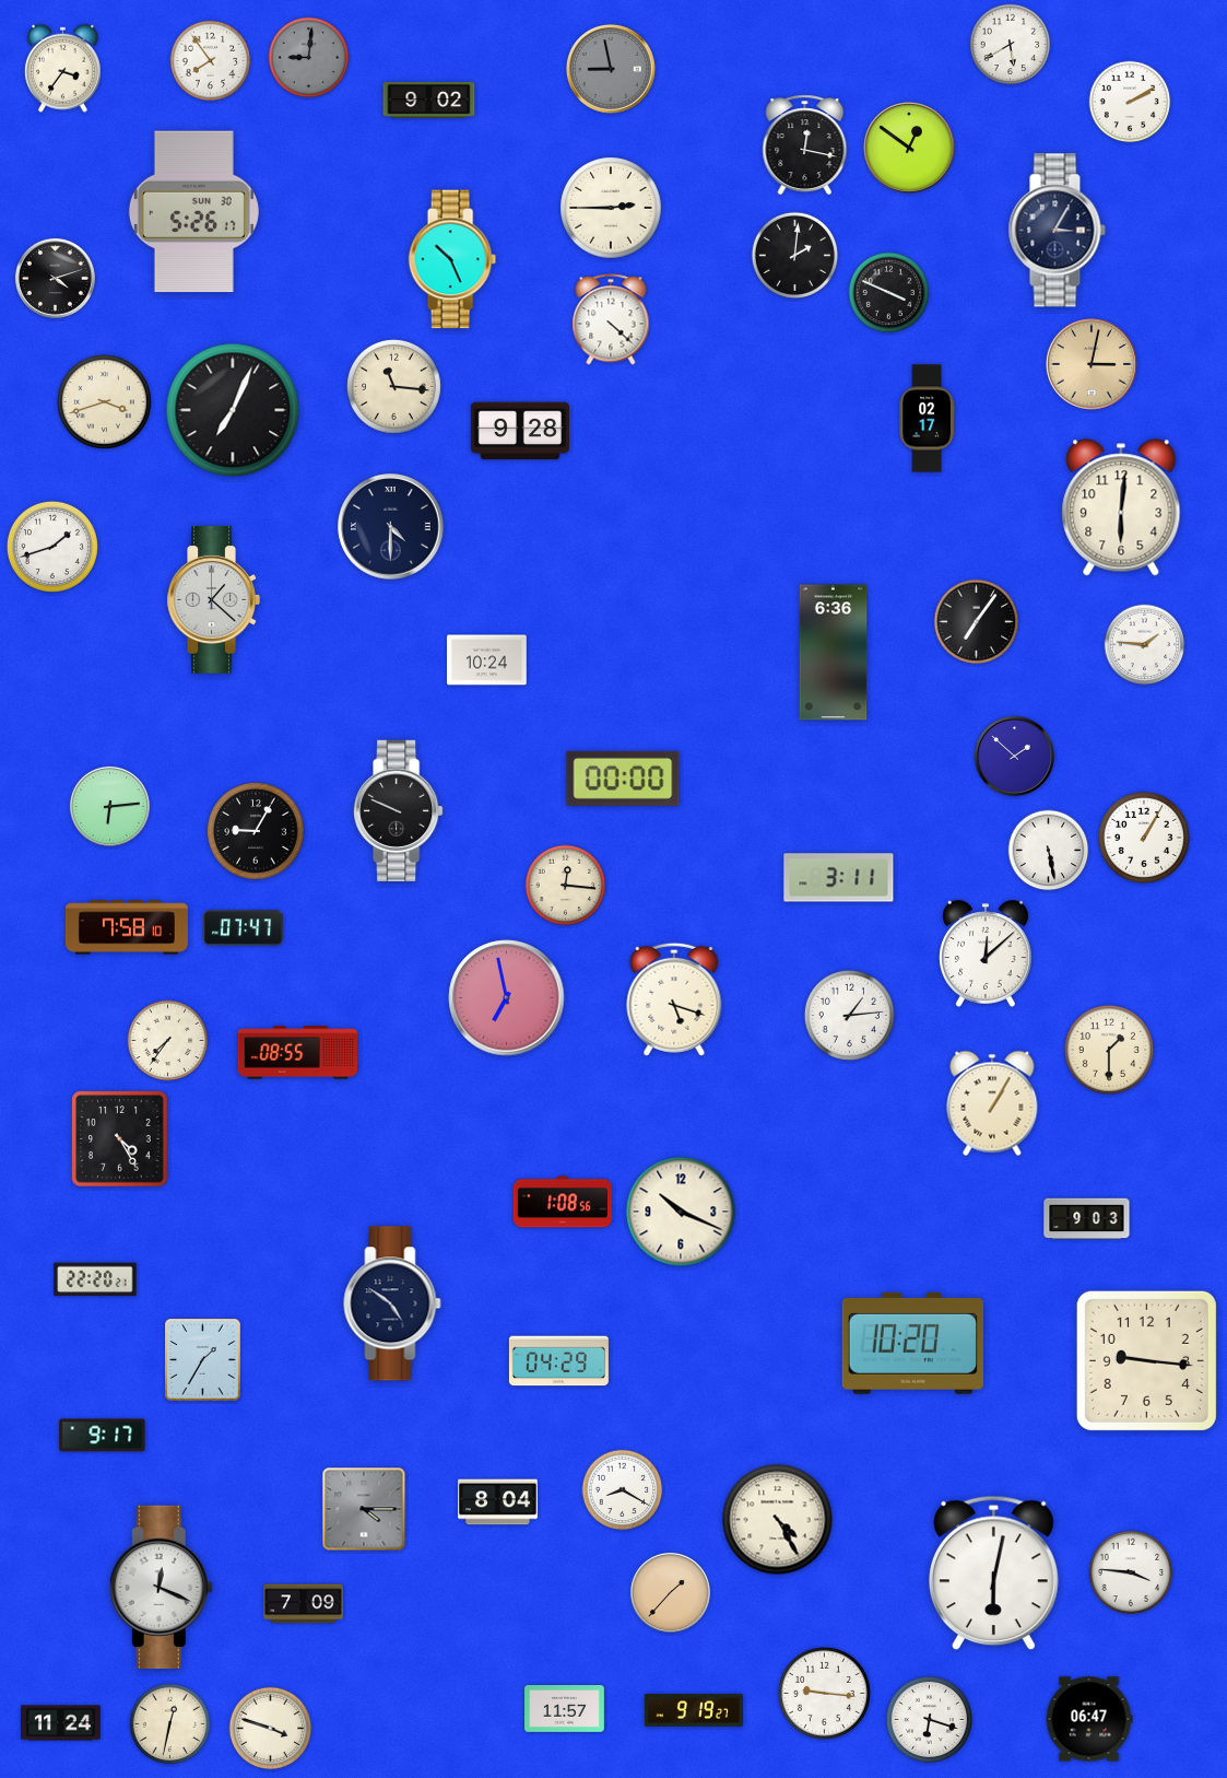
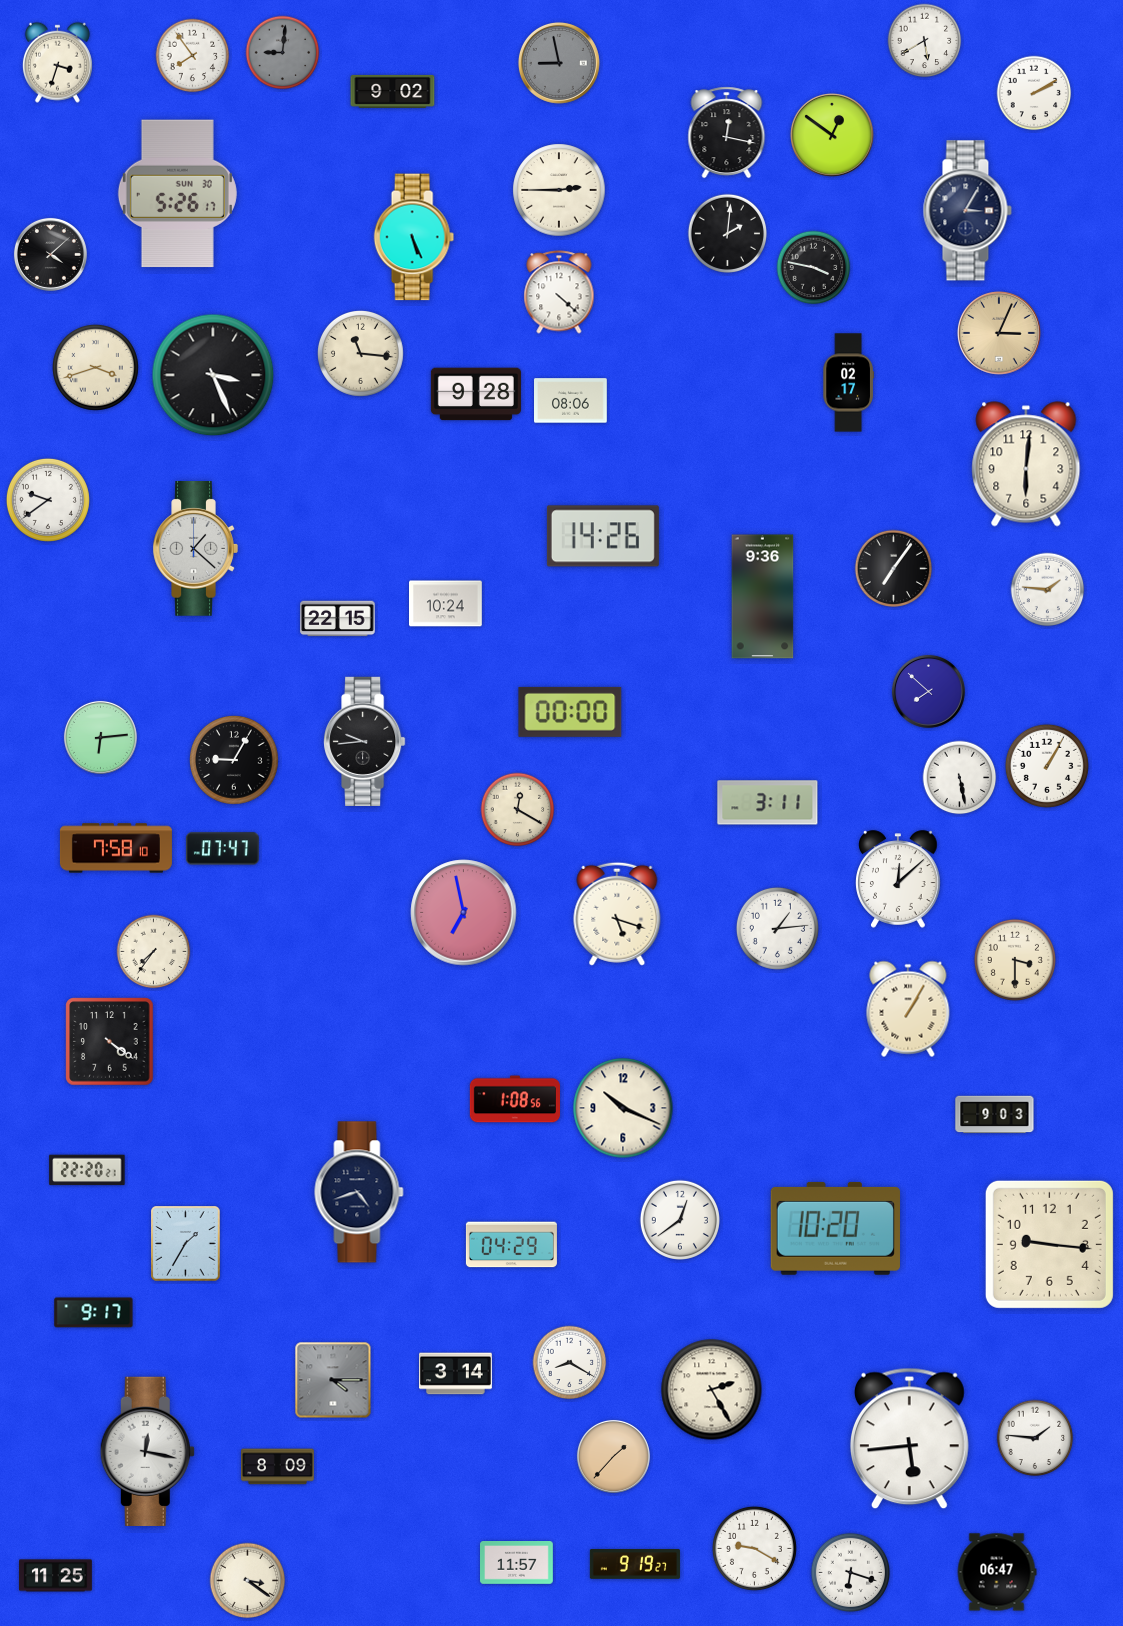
clock at (62, 68): 3:36 -> 3:33
clock at (805, 145) position: (805, 145) -> (727, 133)
clock at (452, 259): 10:26 -> 5:26
clock at (55, 278): 4:12 -> 4:08
clock at (889, 293): 3:49 -> 3:47
clock at (1092, 364): 3:02 -> 3:04
clock at (233, 410): 7:04 -> 3:26
clock at (571, 401): none -> 08:06
clock at (391, 527): 4:30 -> none
clock at (52, 547): 1:42 -> 9:39
clock at (603, 536): none -> 14:26
clock at (834, 653): 6:36 -> 9:36
clock at (338, 619): none -> 22:15
clock at (1014, 756): 1:52 -> 7:52
clock at (399, 810): 9:49 -> 9:44
clock at (566, 886): 12:16 -> 12:20
clock at (986, 954) position: (986, 954) -> (898, 879)
clock at (1109, 1050): 1:30 -> 3:30
clock at (298, 1053): 08:55 -> none
clock at (120, 1139): 4:25 -> 4:21
clock at (392, 1303): 4:51 -> 4:42
clock at (680, 1220): none -> 12:39
clock at (498, 1502): 8:04 -> 3:14
clock at (778, 1520): 4:25 -> 2:25
clock at (1131, 1572): 3:46 -> 1:46
clock at (994, 1574): 6:02 -> 5:44
clock at (161, 1587): 12:19 -> 12:17
clock at (304, 1604): 7:09 -> 8:09
clock at (824, 1693): 9:16 -> 9:20
clock at (61, 1723): 11:24 -> 11:25
clock at (170, 1724): 12:32 -> none
clock at (271, 1729): 3:48 -> 3:21
